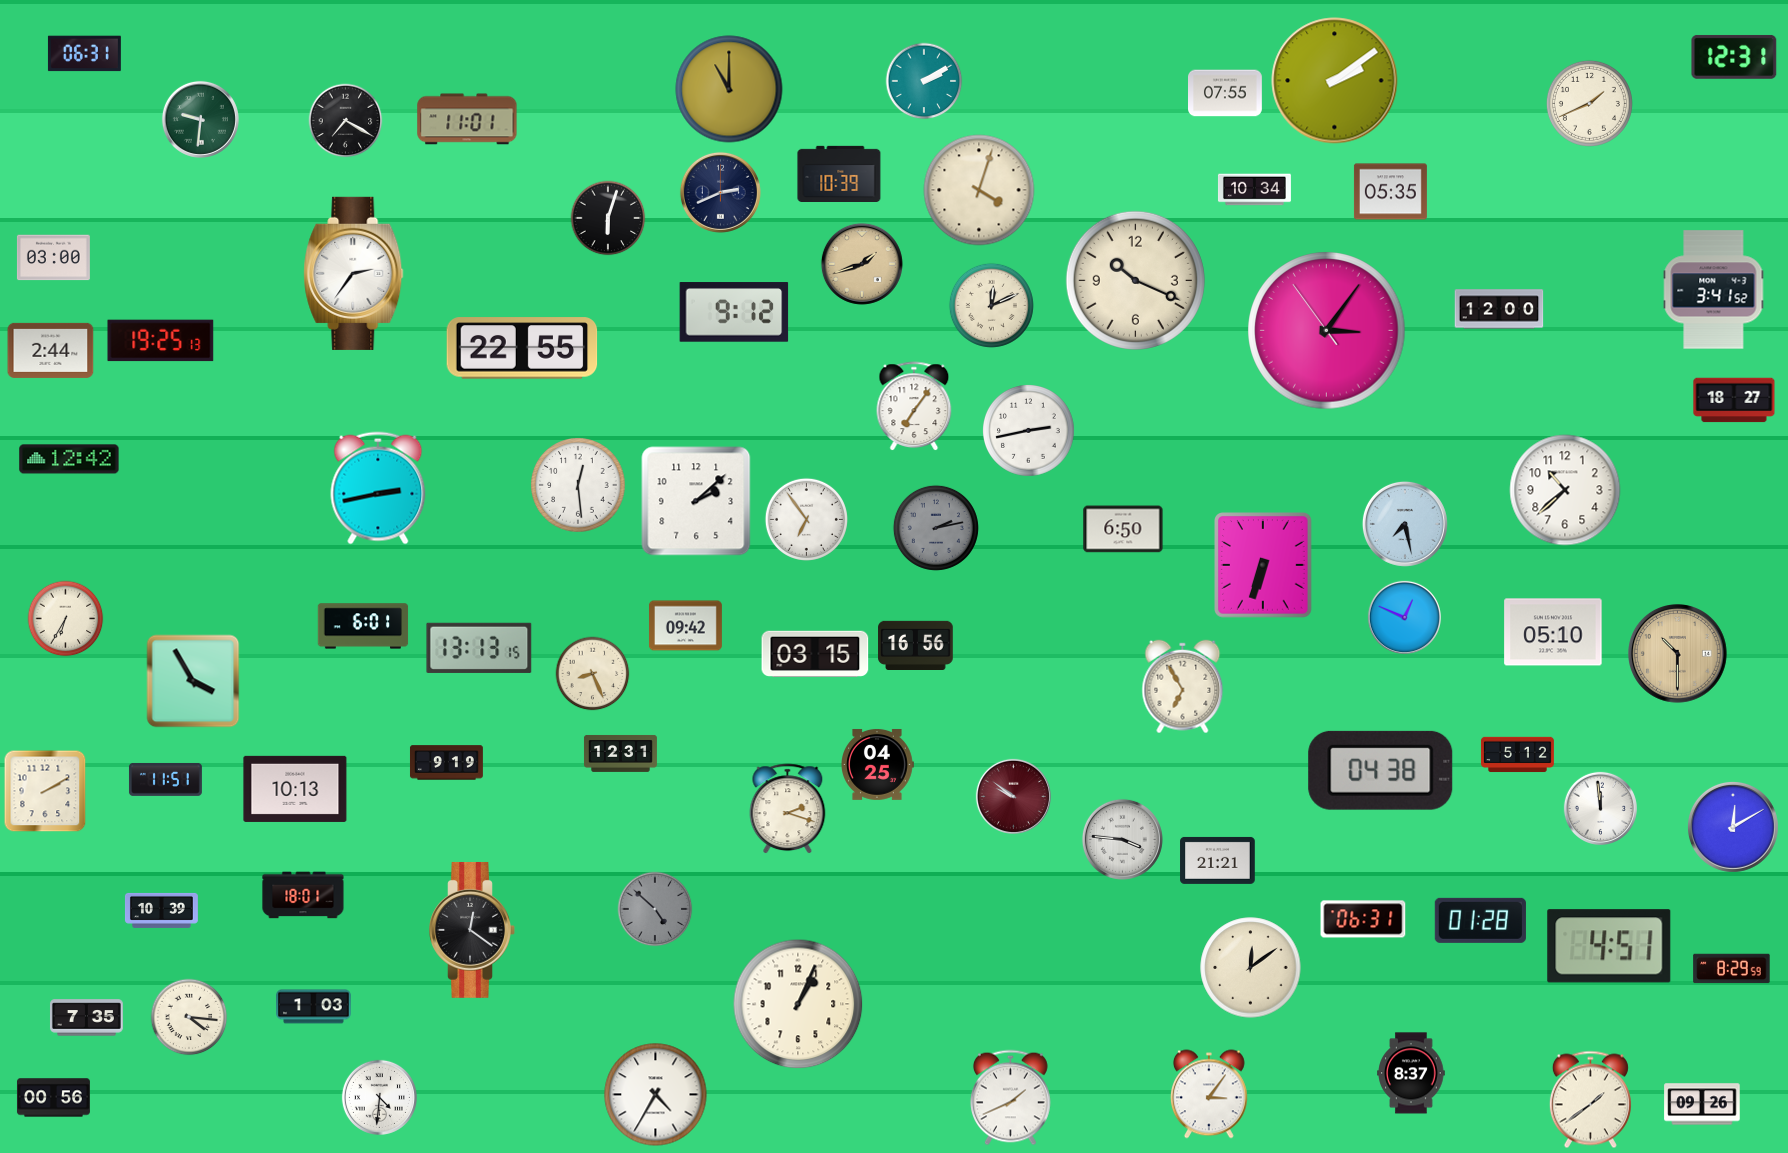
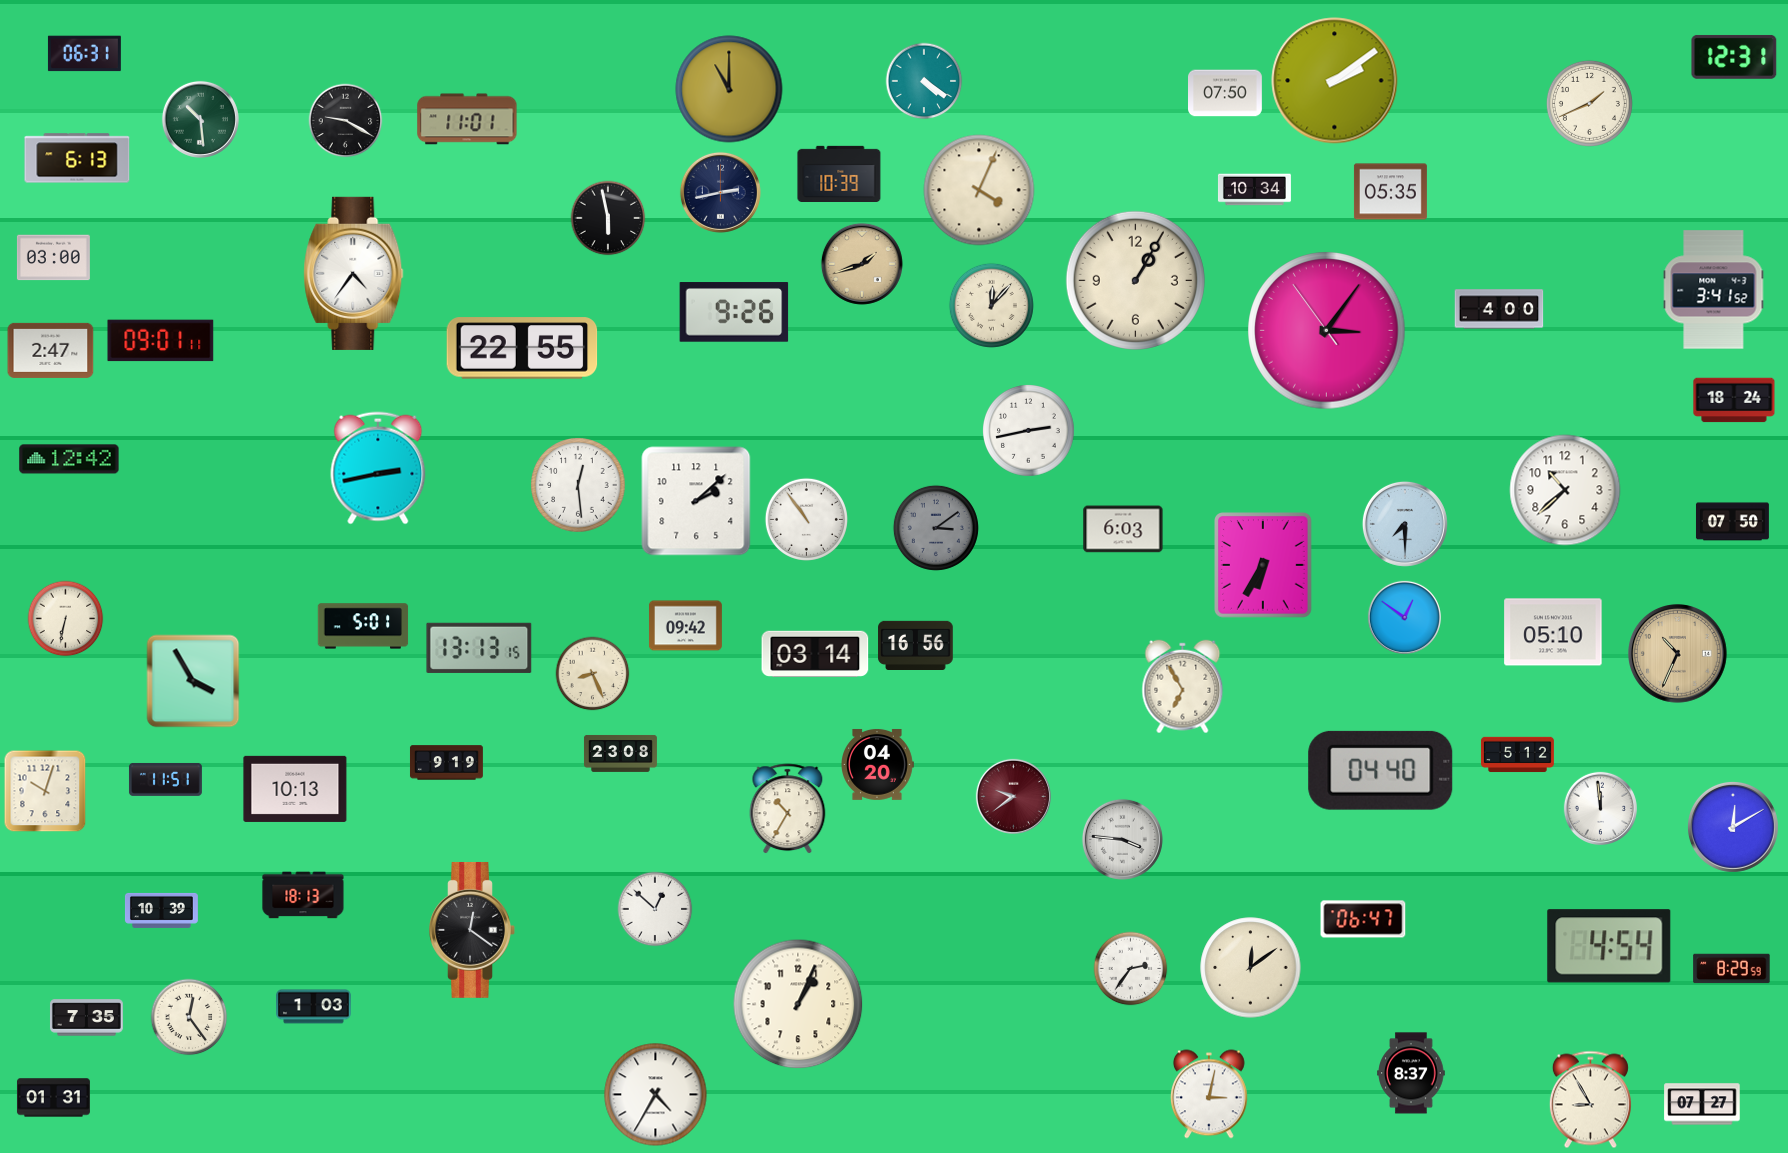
clock at (924, 81): 2:10 -> 4:21
clock at (1226, 93): 07:55 -> 07:50
clock at (200, 119): 9:31 -> 10:29
clock at (346, 121): 7:20 -> 9:20
clock at (77, 158): none -> 6:13
clock at (979, 190): 4:03 -> 4:04
clock at (720, 192): 2:41 -> 2:43
clock at (608, 218): 6:03 -> 5:58
clock at (354, 273): 2:36 -> 4:36
clock at (1135, 280): 10:19 -> 1:05
clock at (991, 305): 12:11 -> 12:07
clock at (1499, 309): 12:00 -> 4:00
clock at (734, 312): 9:12 -> 9:26
clock at (161, 341): 19:25 -> 09:01
clock at (51, 350): 2:44 -> 2:47
clock at (1734, 400): 18:27 -> 18:24
clock at (914, 407): 7:06 -> none
clock at (378, 488) position: (378, 488) -> (378, 468)
clock at (806, 519): 6:54 -> 10:54
clock at (1732, 522): none -> 07:50
clock at (1405, 524): 7:28 -> 7:30
clock at (936, 528): 2:13 -> 3:09
clock at (1123, 529): 6:50 -> 6:03
clock at (1264, 565): 6:33 -> 6:35
clock at (1404, 617): 12:49 -> 12:51
clock at (66, 619): 6:35 -> 6:32
clock at (363, 626): 6:01 -> 5:01
clock at (815, 654): 03:15 -> 03:14
clock at (1678, 654): 10:30 -> 10:34
clock at (620, 753): 12:31 -> 23:08
clock at (878, 764): 04:25 -> 04:20
clock at (1381, 770): 04:38 -> 04:40
clock at (45, 791): 2:10 -> 10:03
clock at (1013, 796): 9:51 -> 9:39
clock at (788, 809): 2:18 -> 10:35
clock at (1218, 860): 21:21 -> none
clock at (303, 895): 18:01 -> 18:13
clock at (655, 909): 4:52 -> 12:52
clock at (655, 909) dial: grey -> white
clock at (1363, 919): 06:31 -> 06:47
clock at (1480, 920): 01:28 -> none
clock at (1609, 946): 4:51 -> 4:54
clock at (1131, 969): none -> 2:36
clock at (189, 1017): 4:16 -> 12:24
clock at (1209, 1094): 3:06 -> 3:02
clock at (379, 1097): 4:31 -> none
clock at (53, 1098): 00:56 -> 01:31
clock at (1010, 1098): 1:41 -> none
clock at (1590, 1100): 1:39 -> 8:55
clock at (1702, 1104): 09:26 -> 07:27
